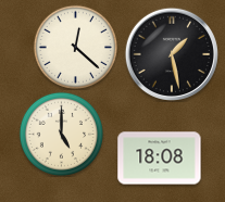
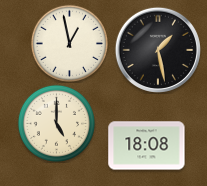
clock at (75, 47): 12:22 -> 12:58
